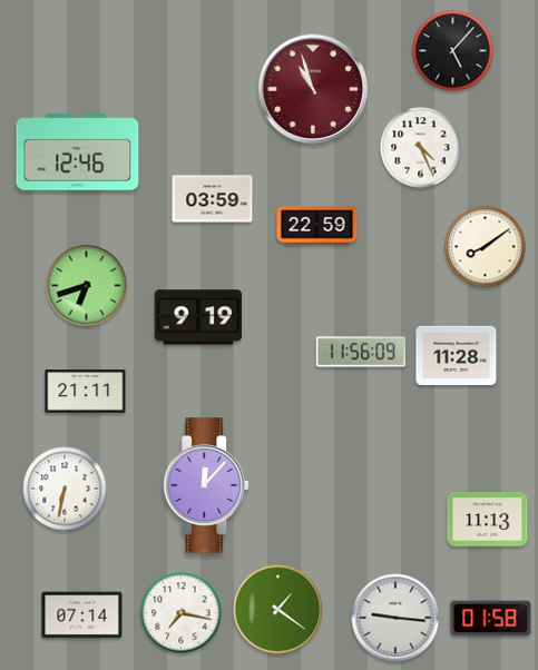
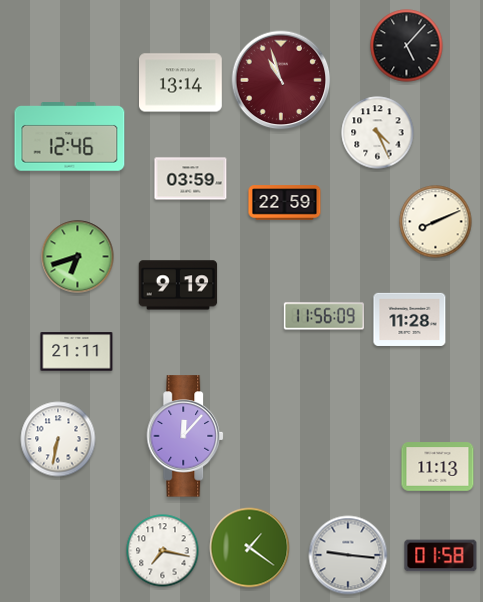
clock at (181, 83): none -> 13:14
clock at (486, 247): 8:09 -> 8:11
clock at (82, 615): 07:14 -> none
clock at (395, 618) position: (395, 618) -> (348, 555)
